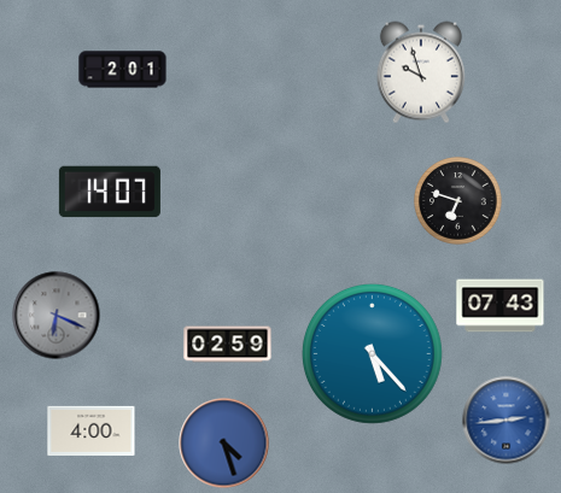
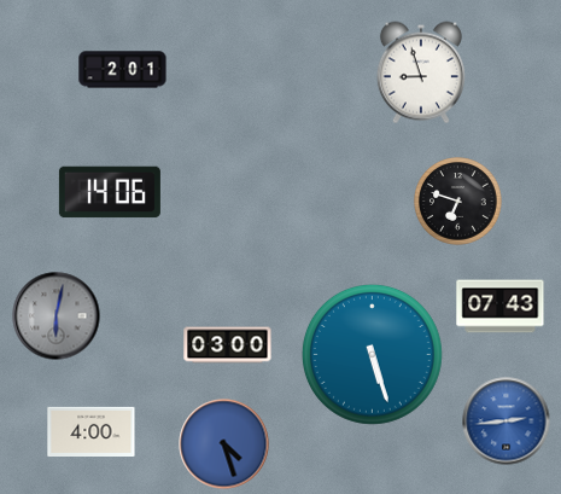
clock at (421, 72): 9:57 -> 8:57
clock at (110, 192): 14:07 -> 14:06
clock at (57, 316): 6:19 -> 6:02
clock at (228, 345): 02:59 -> 03:00
clock at (372, 353): 5:23 -> 5:27
